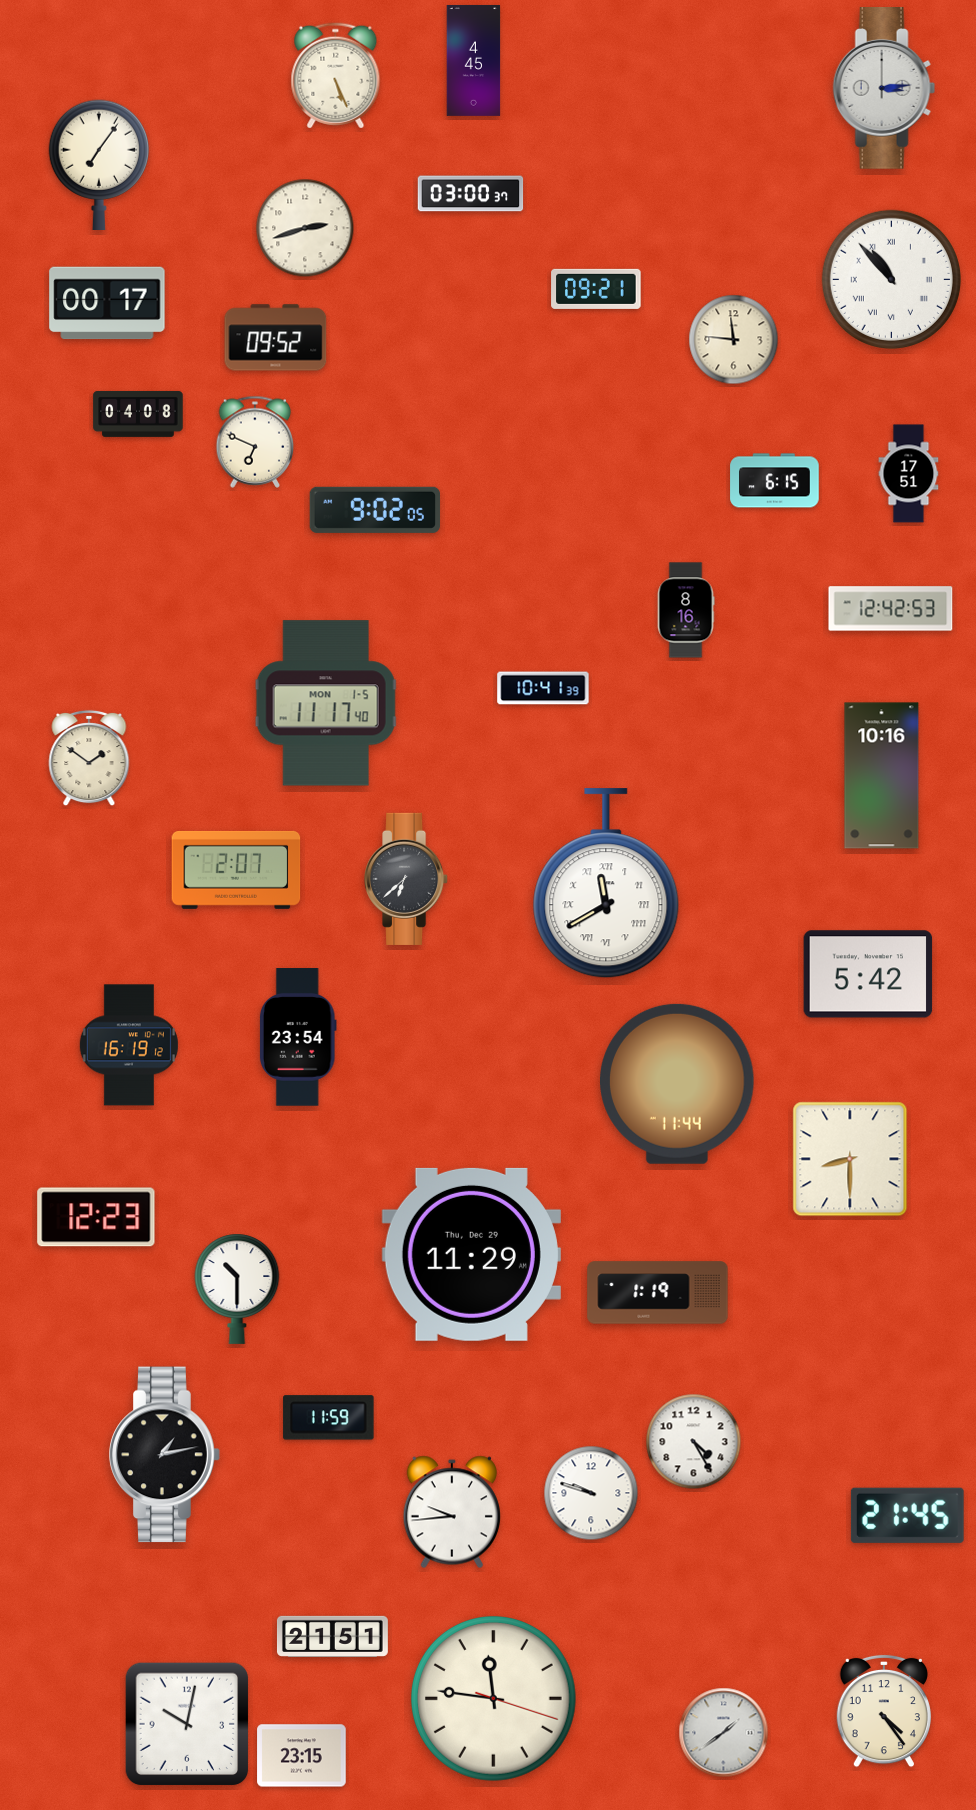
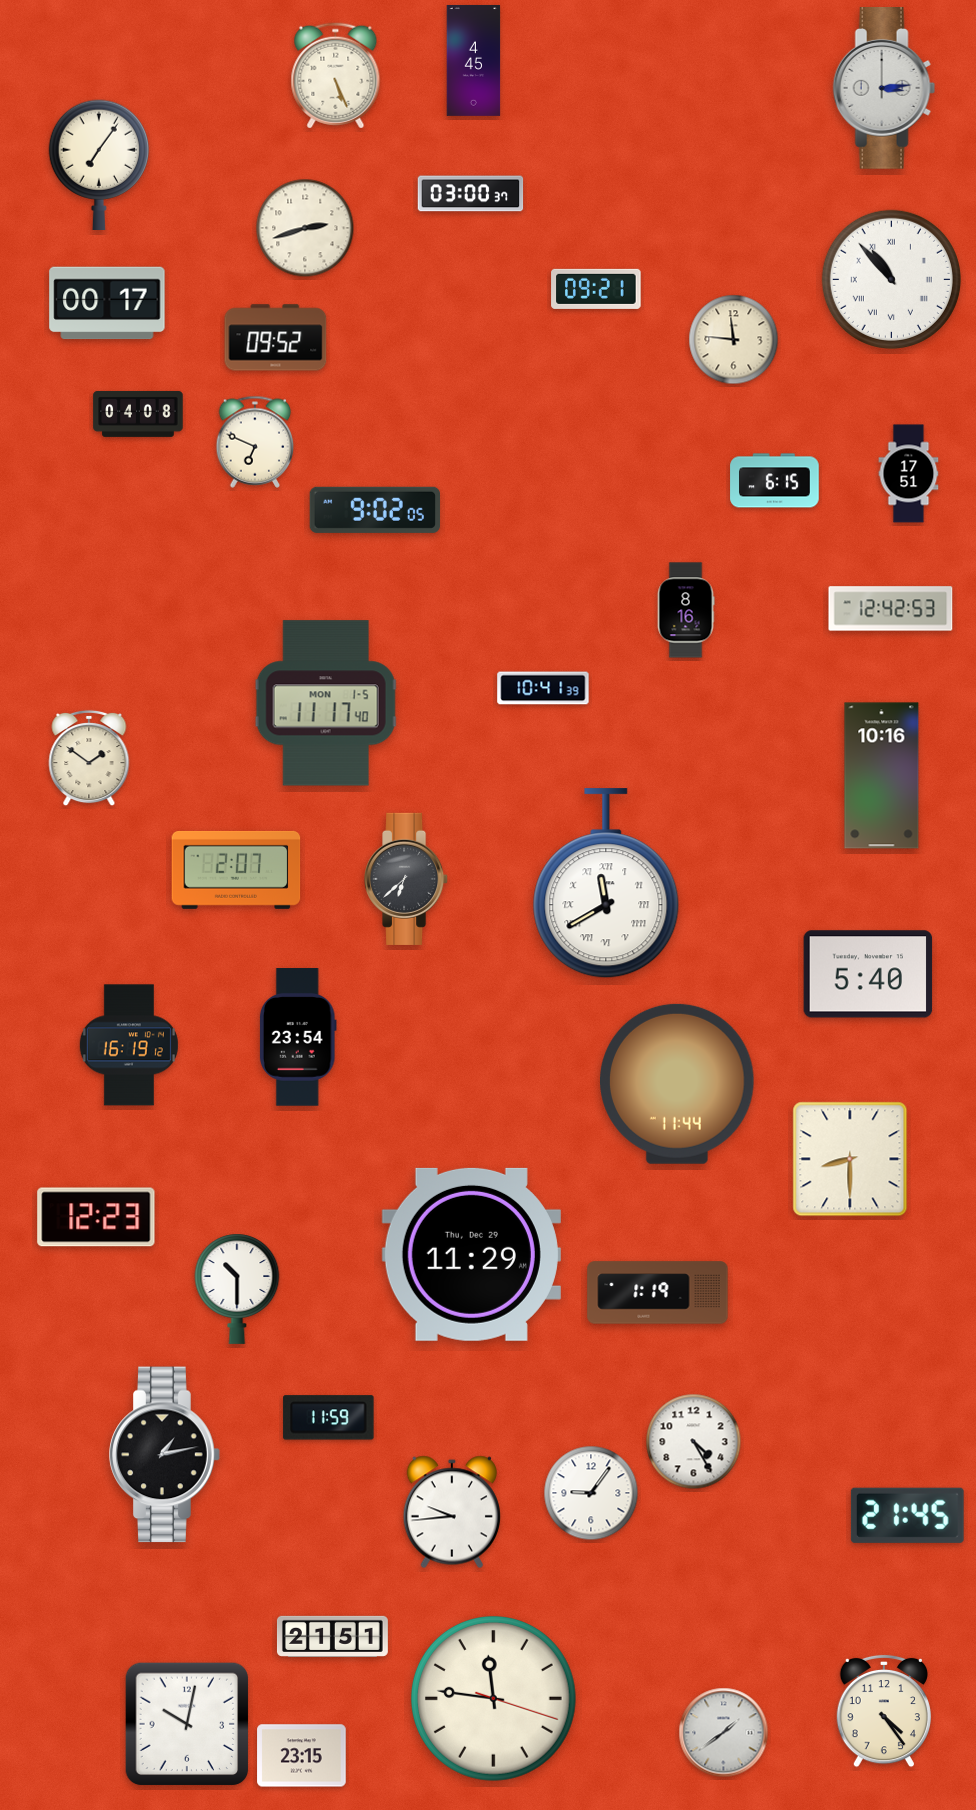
clock at (868, 974): 5:42 -> 5:40
clock at (591, 1493): 9:48 -> 9:06
